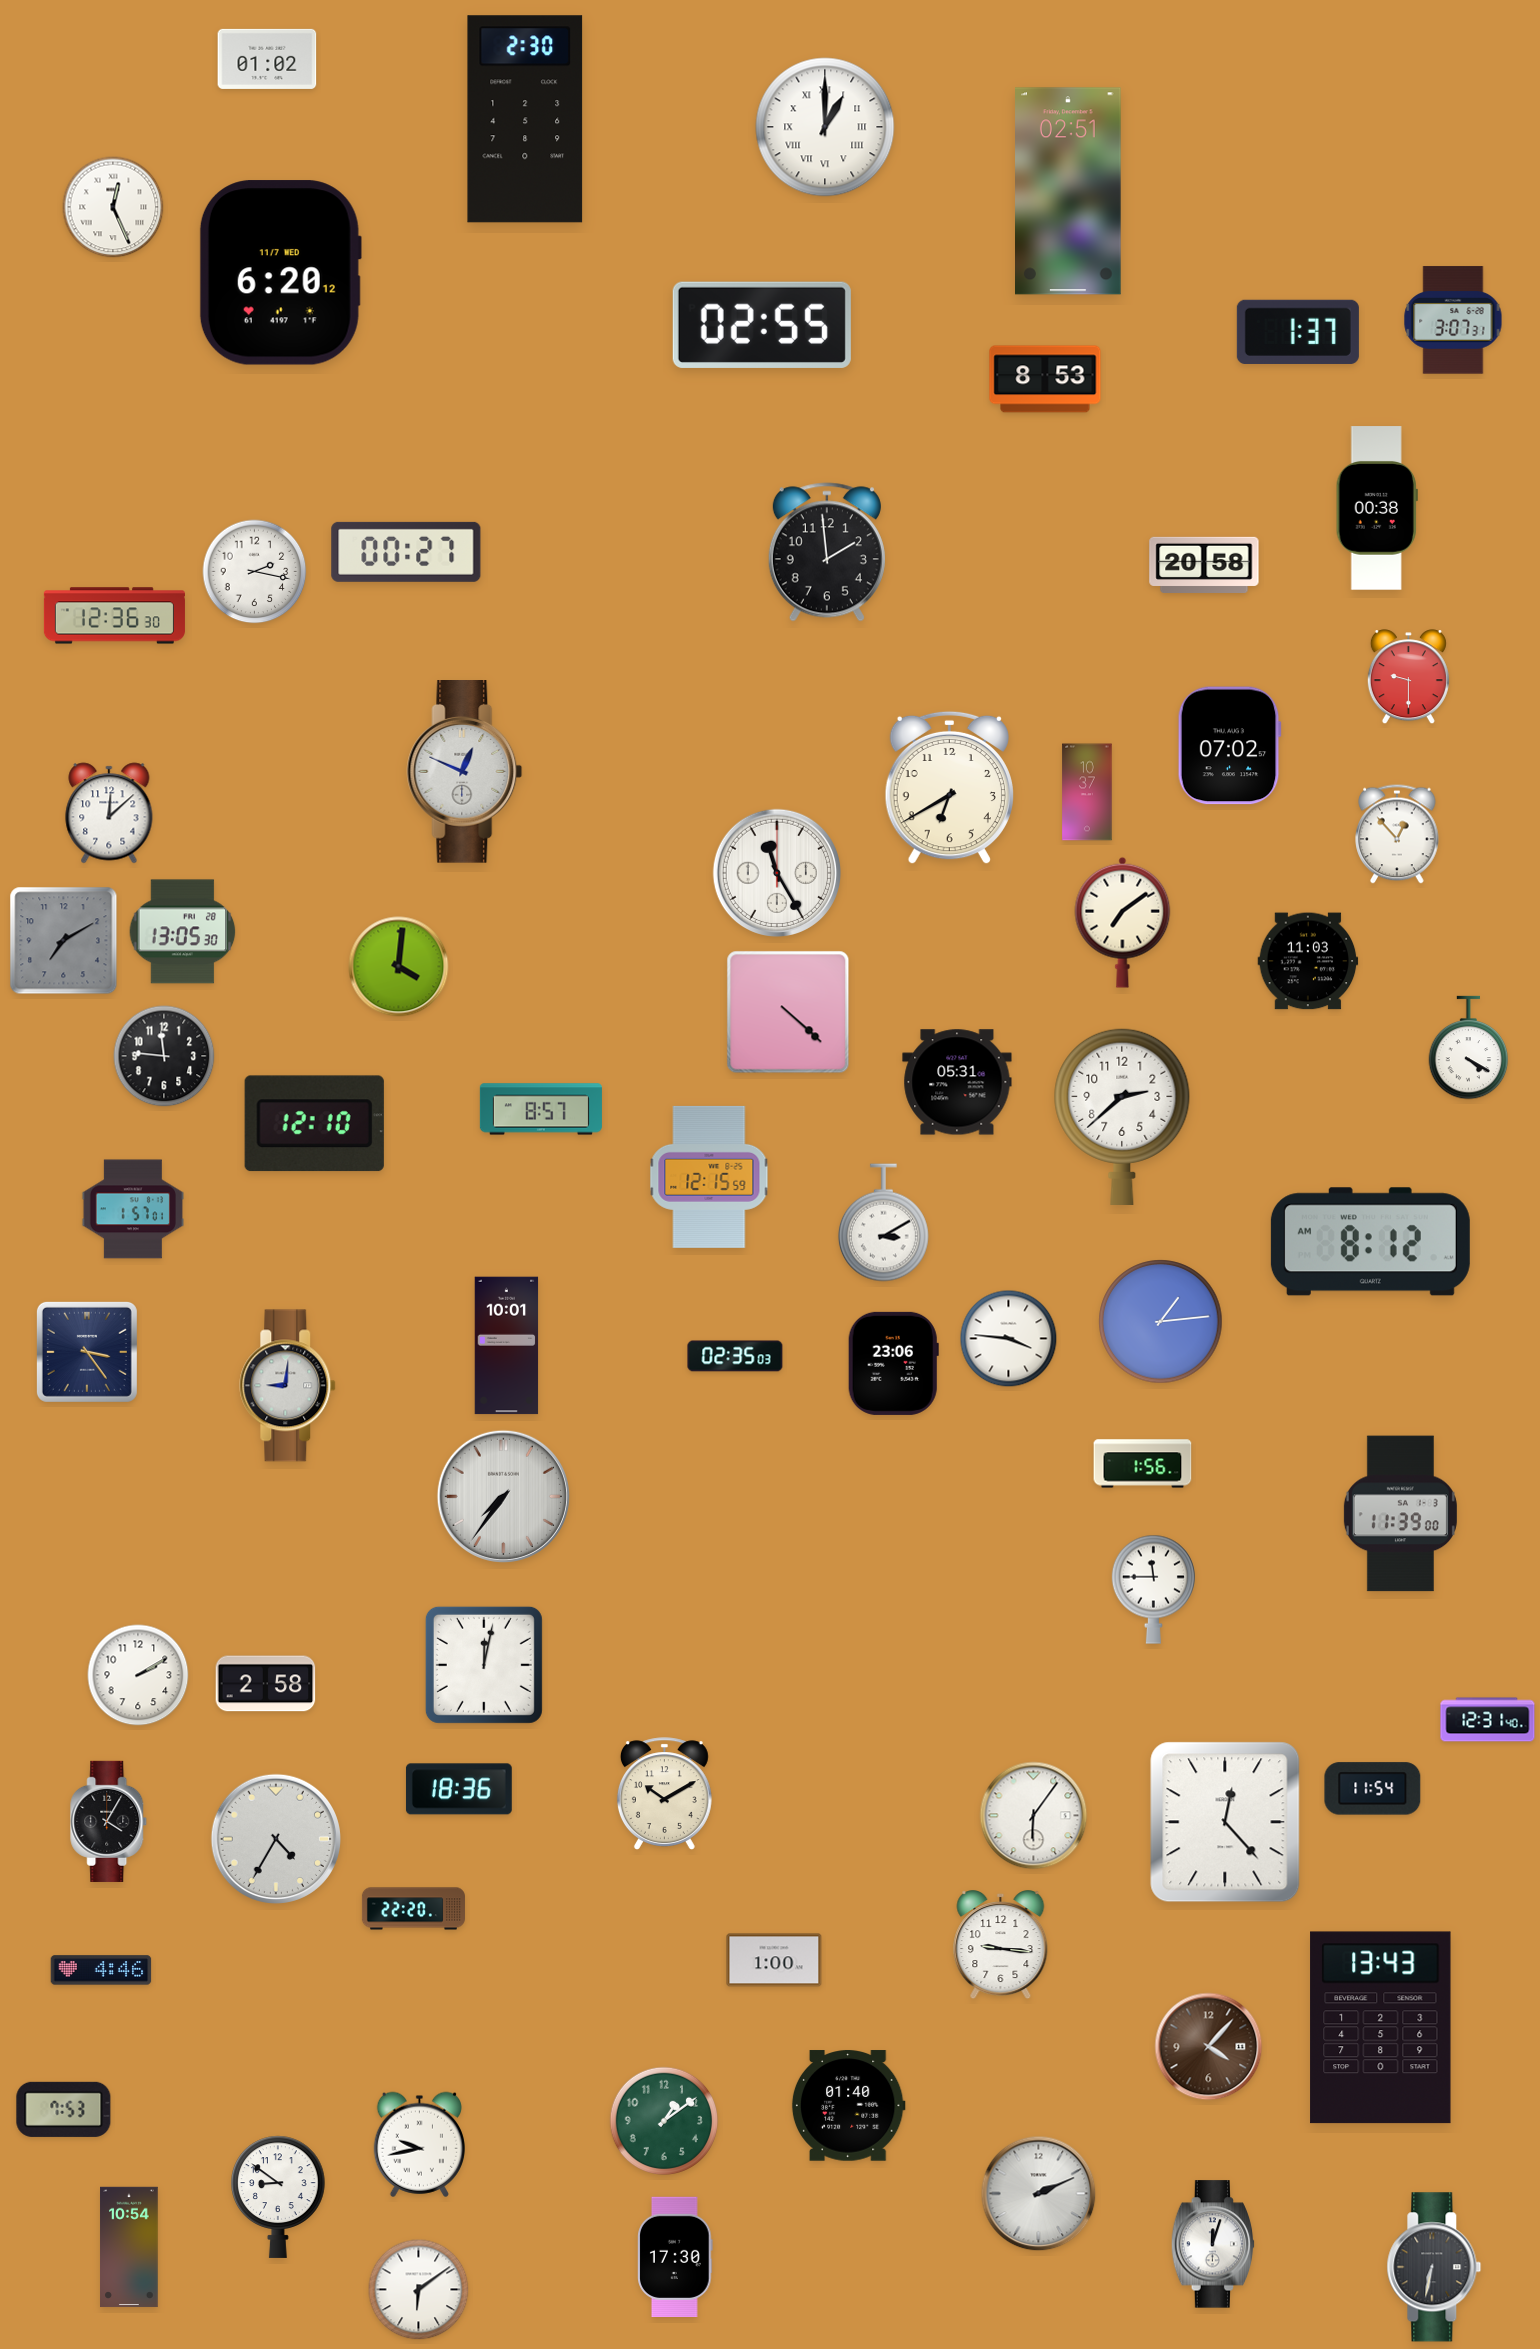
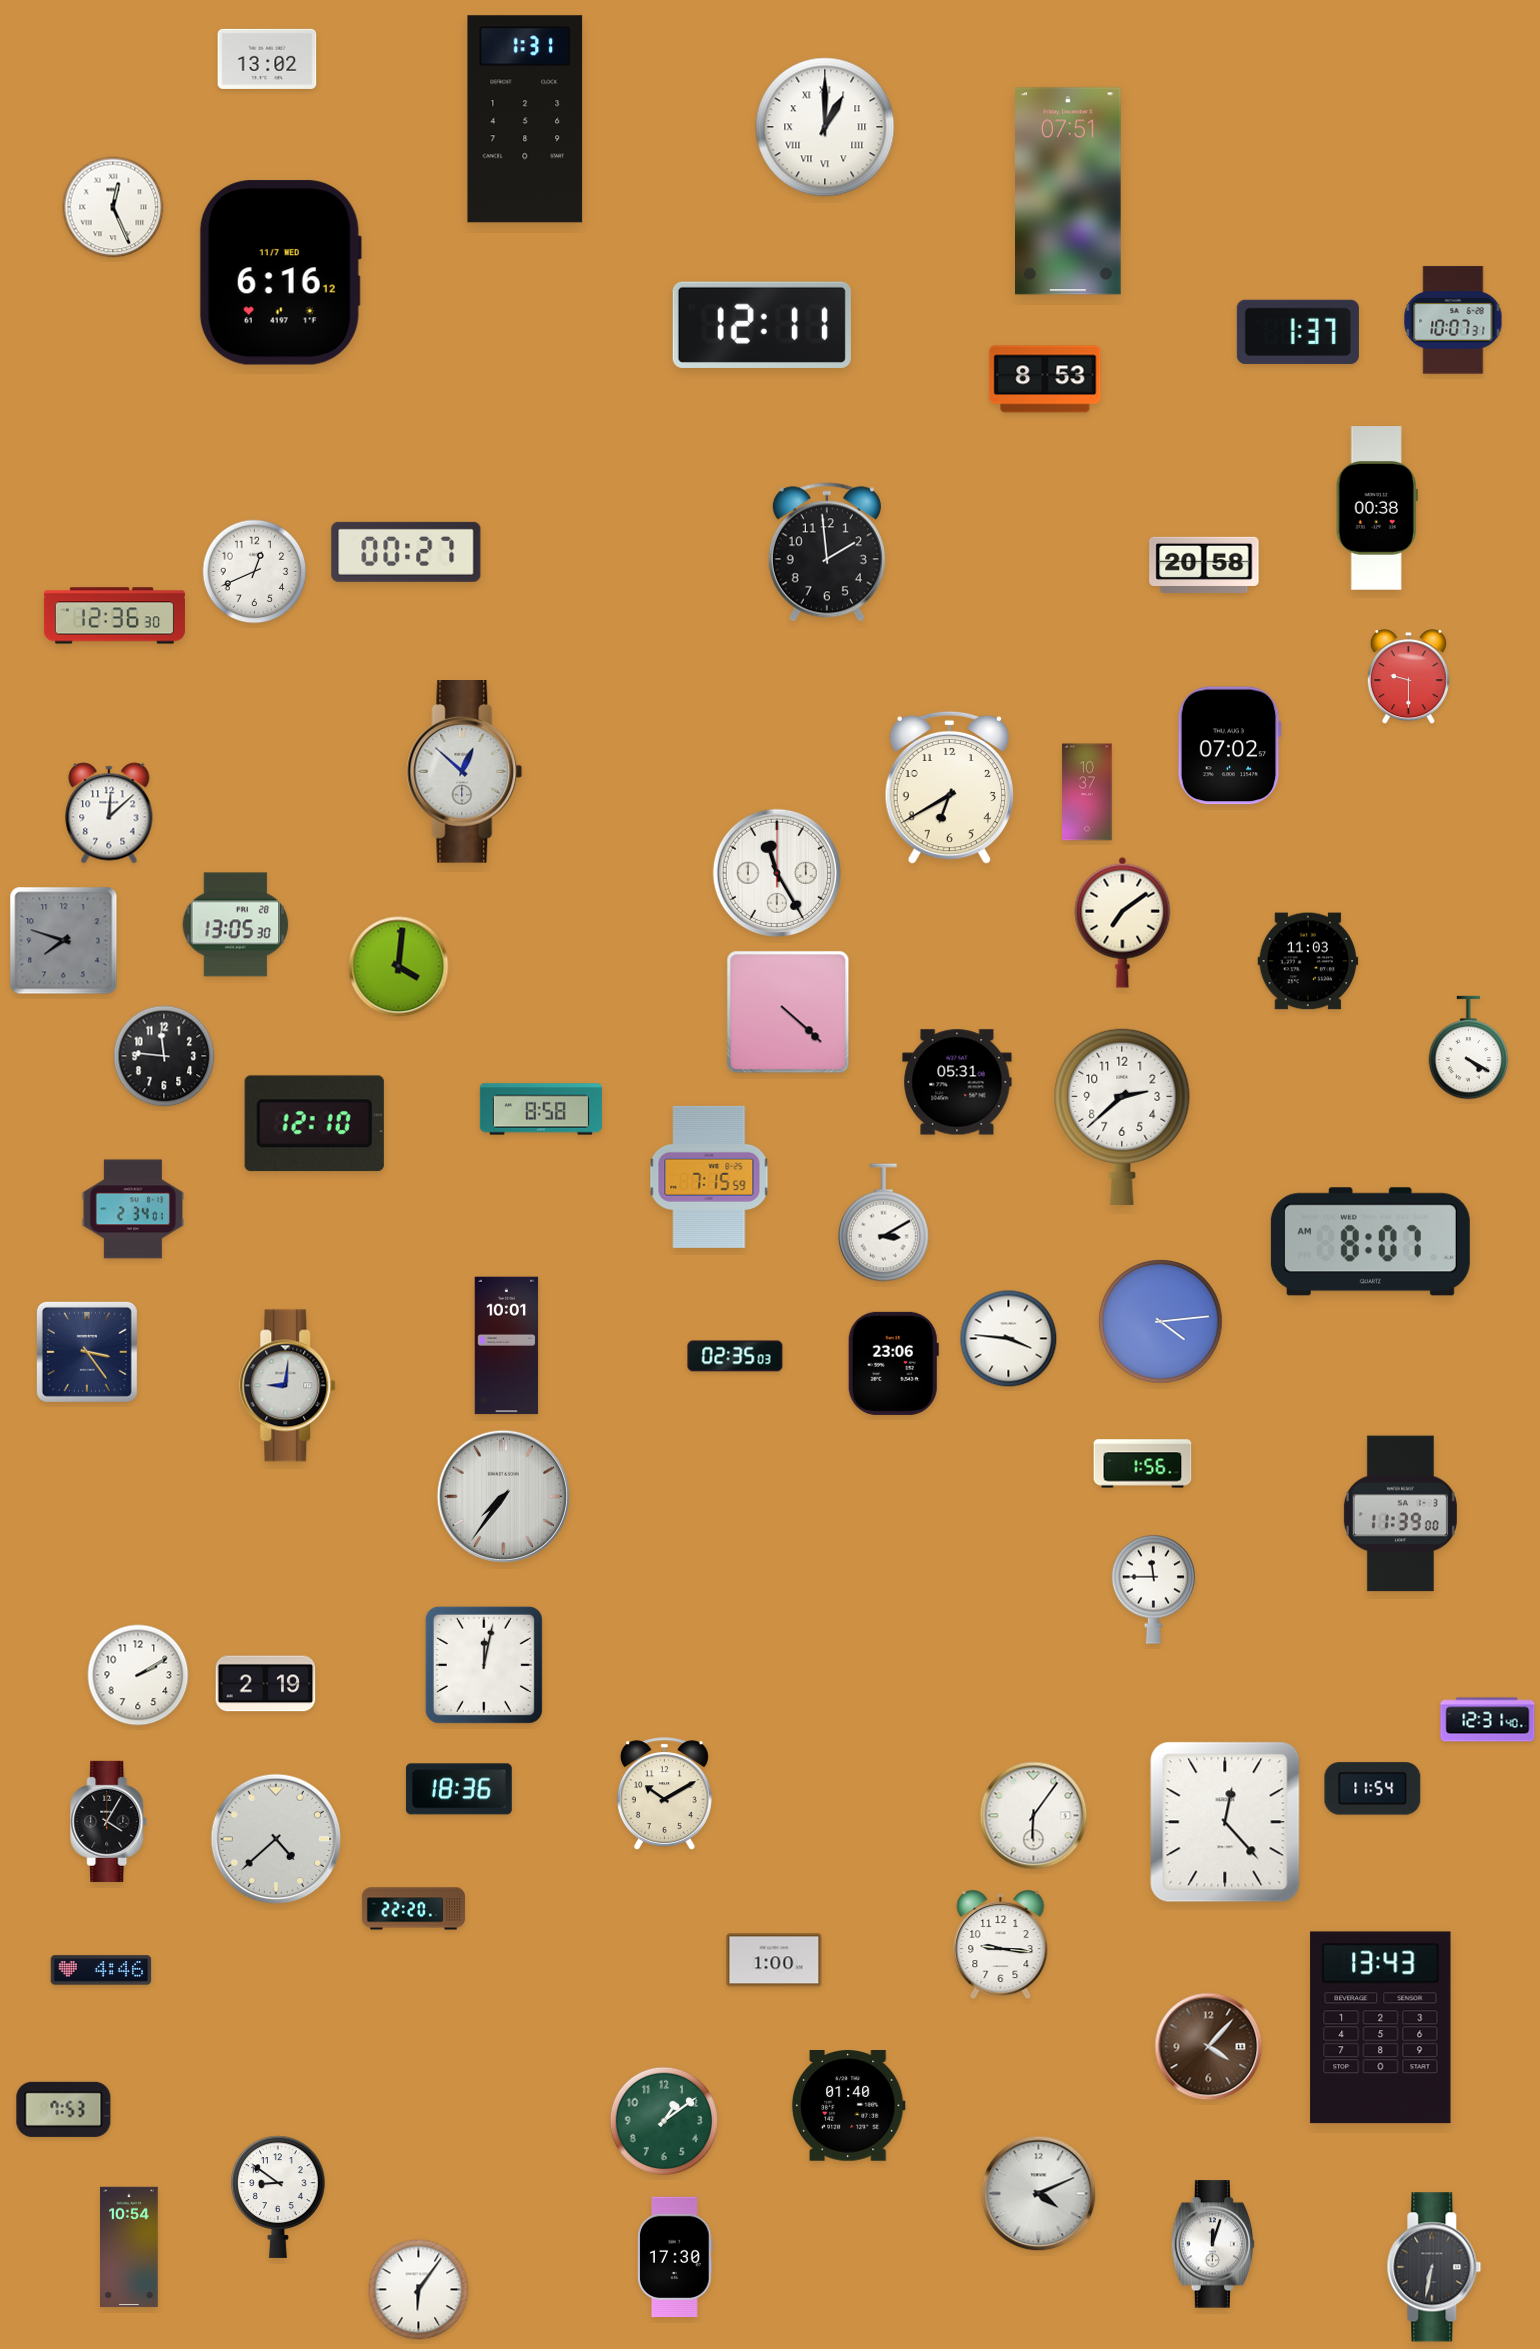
clock at (267, 59): 01:02 -> 13:02
clock at (525, 119): 2:30 -> 1:31
clock at (1069, 191): 02:51 -> 07:51
clock at (280, 273): 6:20 -> 6:16
clock at (1453, 320): 3:07 -> 10:07
clock at (762, 325): 02:55 -> 12:11
clock at (255, 572): 2:17 -> 12:41
clock at (465, 772): 12:49 -> 12:52
clock at (1397, 834): 12:53 -> none
clock at (183, 932) position: (183, 932) -> (236, 925)
clock at (64, 941): 7:10 -> 7:48
clock at (541, 1109): 8:57 -> 8:58
clock at (709, 1177): 12:15 -> 7:15
clock at (133, 1209): 1:57 -> 2:34
clock at (1370, 1242): 8:12 -> 8:07
clock at (1161, 1322): 1:14 -> 4:14
clock at (266, 1684): 2:58 -> 2:19
clock at (276, 1839): 4:35 -> 4:38
clock at (419, 2144): 9:43 -> none
clock at (1039, 2194): 2:11 -> 4:11
clock at (419, 2290): 6:09 -> 6:06
